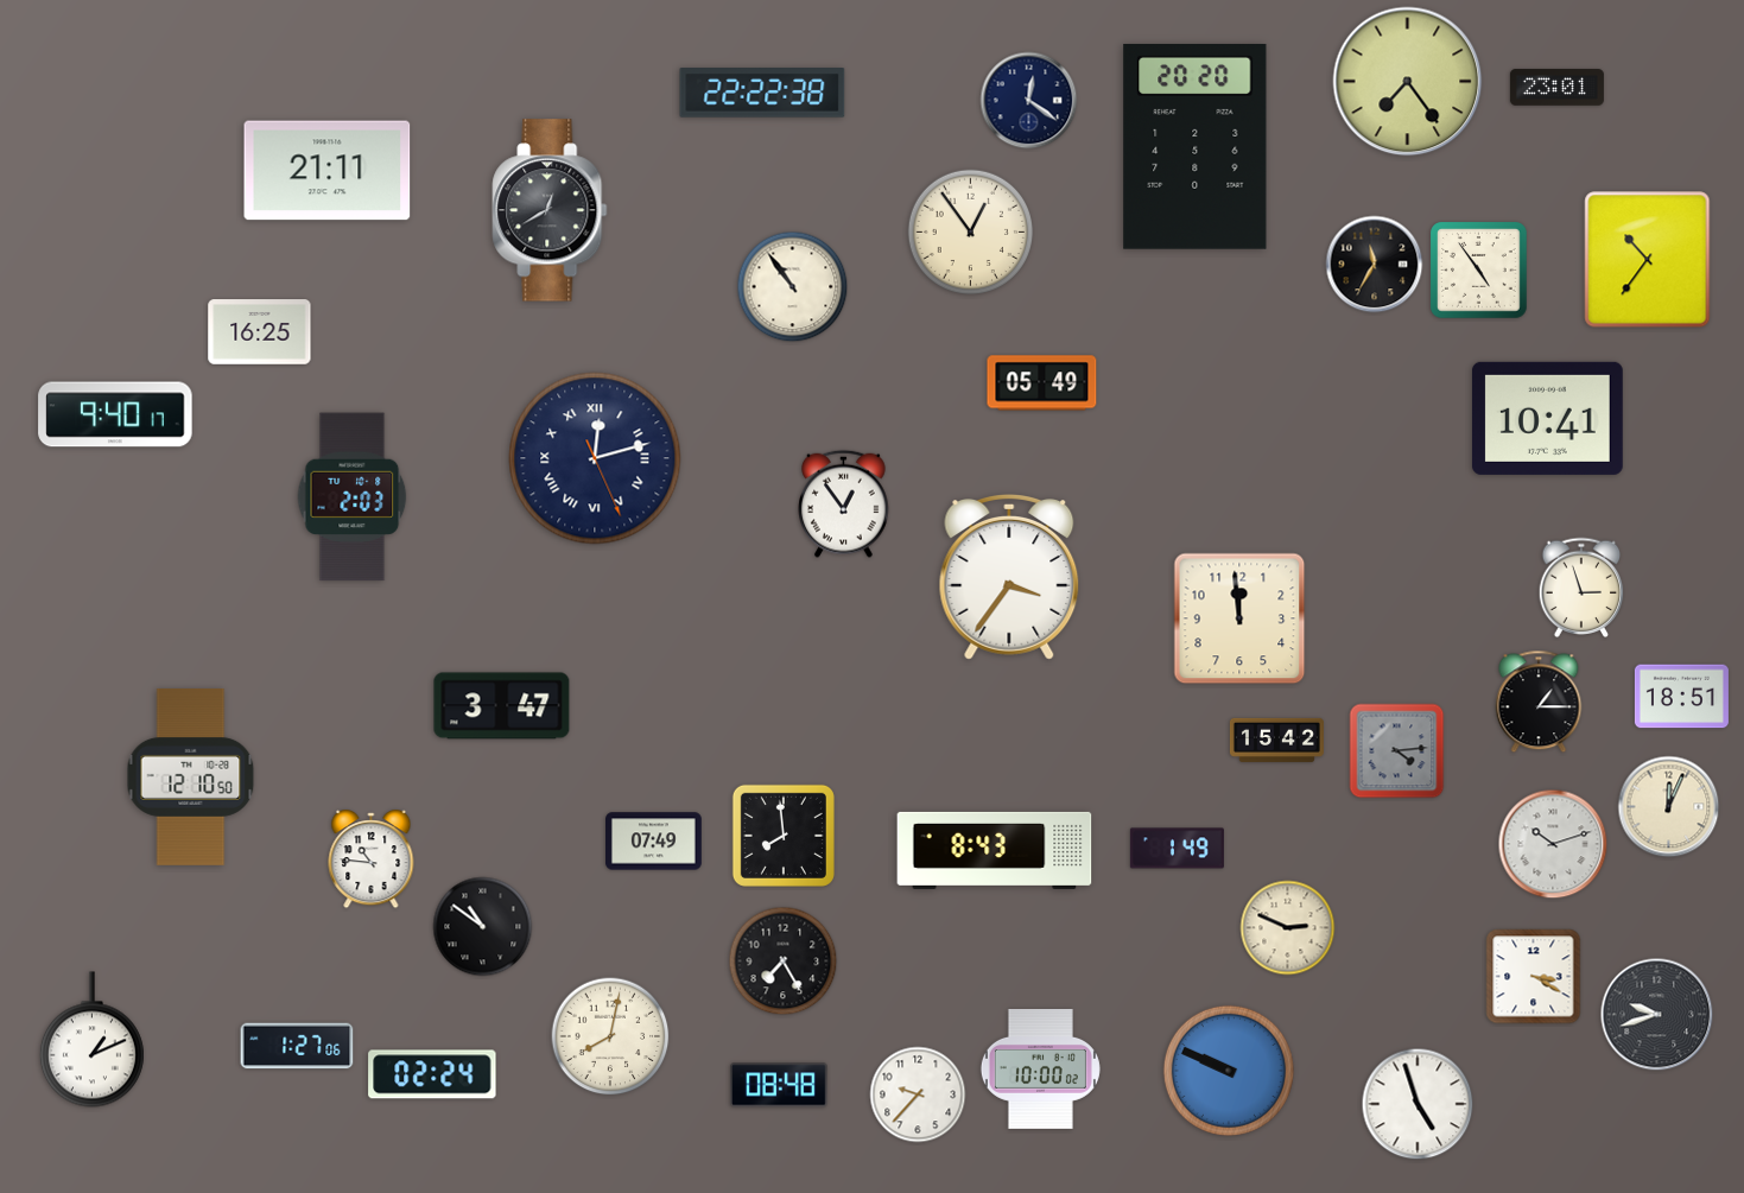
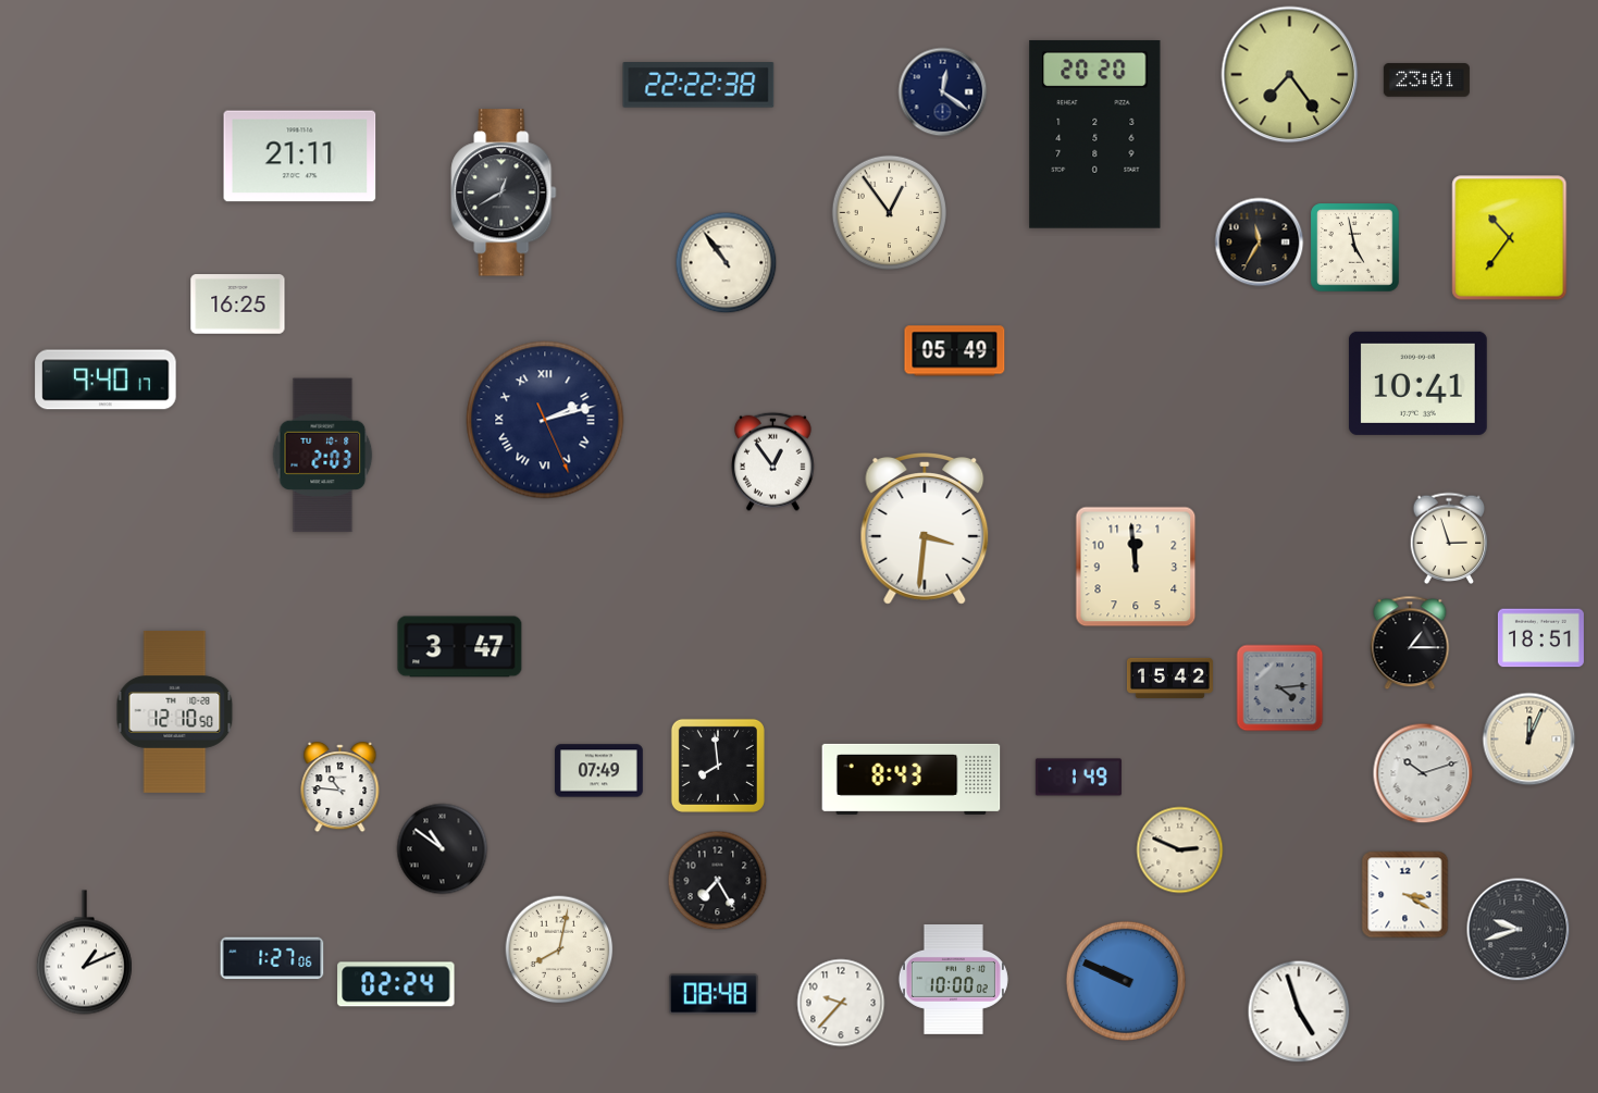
clock at (1479, 271): 4:54 -> 4:58
clock at (595, 458): 12:12 -> 2:12
clock at (1009, 578): 3:36 -> 3:31
